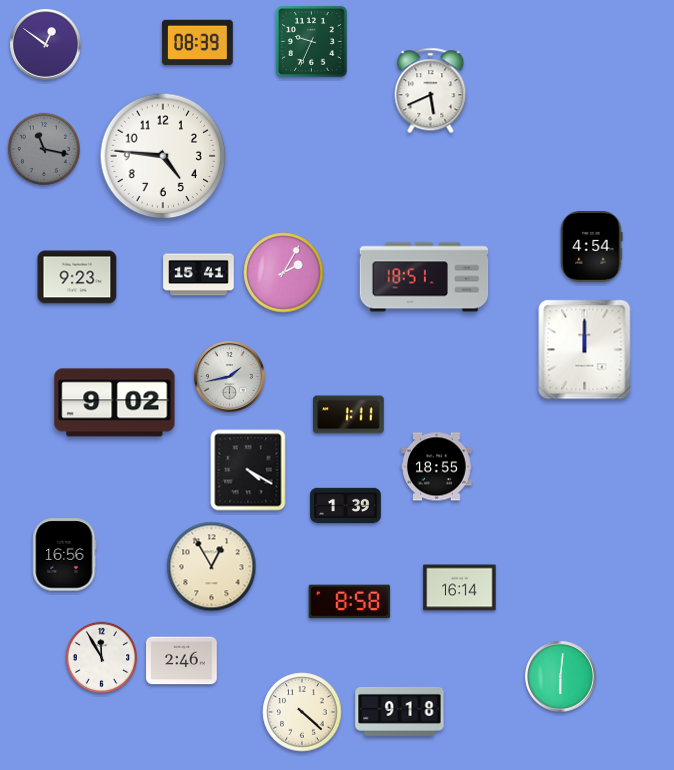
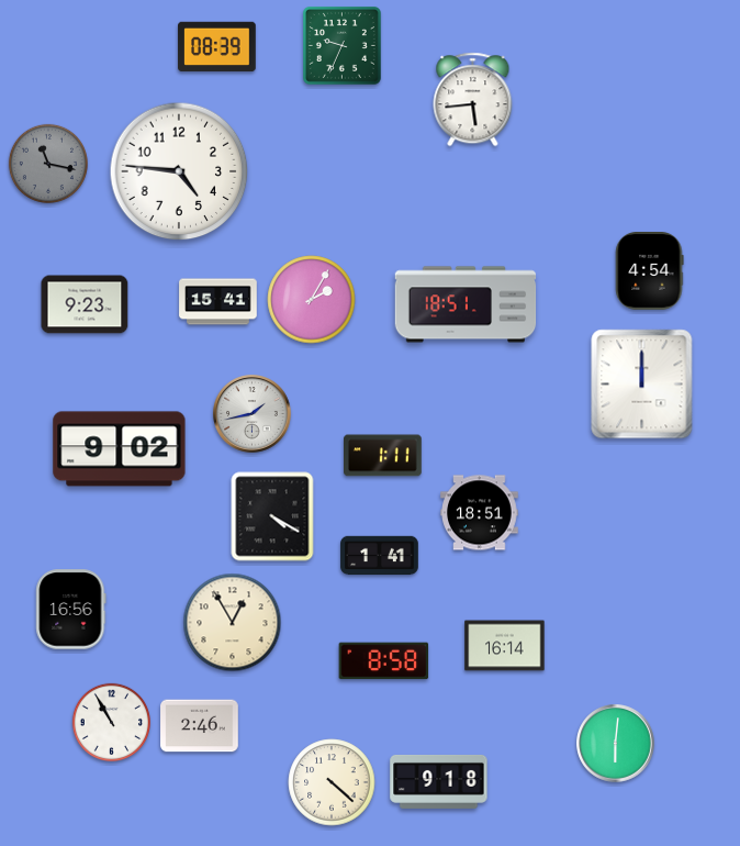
clock at (46, 45): 12:51 -> none
clock at (431, 91): 5:41 -> 5:44
clock at (115, 403) position: (115, 403) -> (120, 449)
clock at (437, 467): 18:55 -> 18:51
clock at (346, 506): 1:39 -> 1:41
clock at (101, 657): 11:55 -> 10:55
